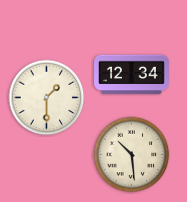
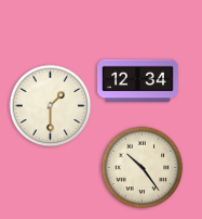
clock at (132, 75) position: (132, 75) -> (138, 81)
clock at (132, 155): 10:29 -> 10:24
